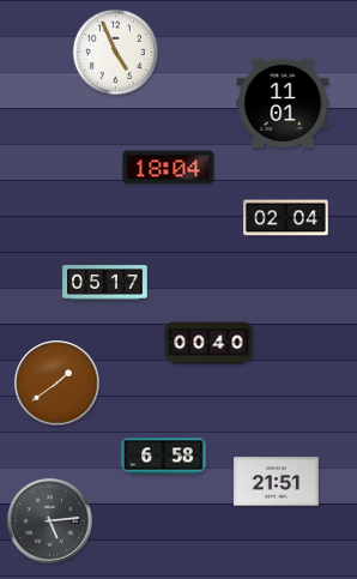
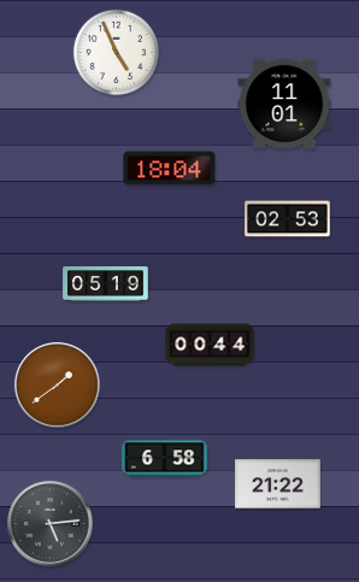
clock at (286, 218): 02:04 -> 02:53
clock at (105, 283): 05:17 -> 05:19
clock at (208, 343): 00:40 -> 00:44
clock at (277, 482): 21:51 -> 21:22
